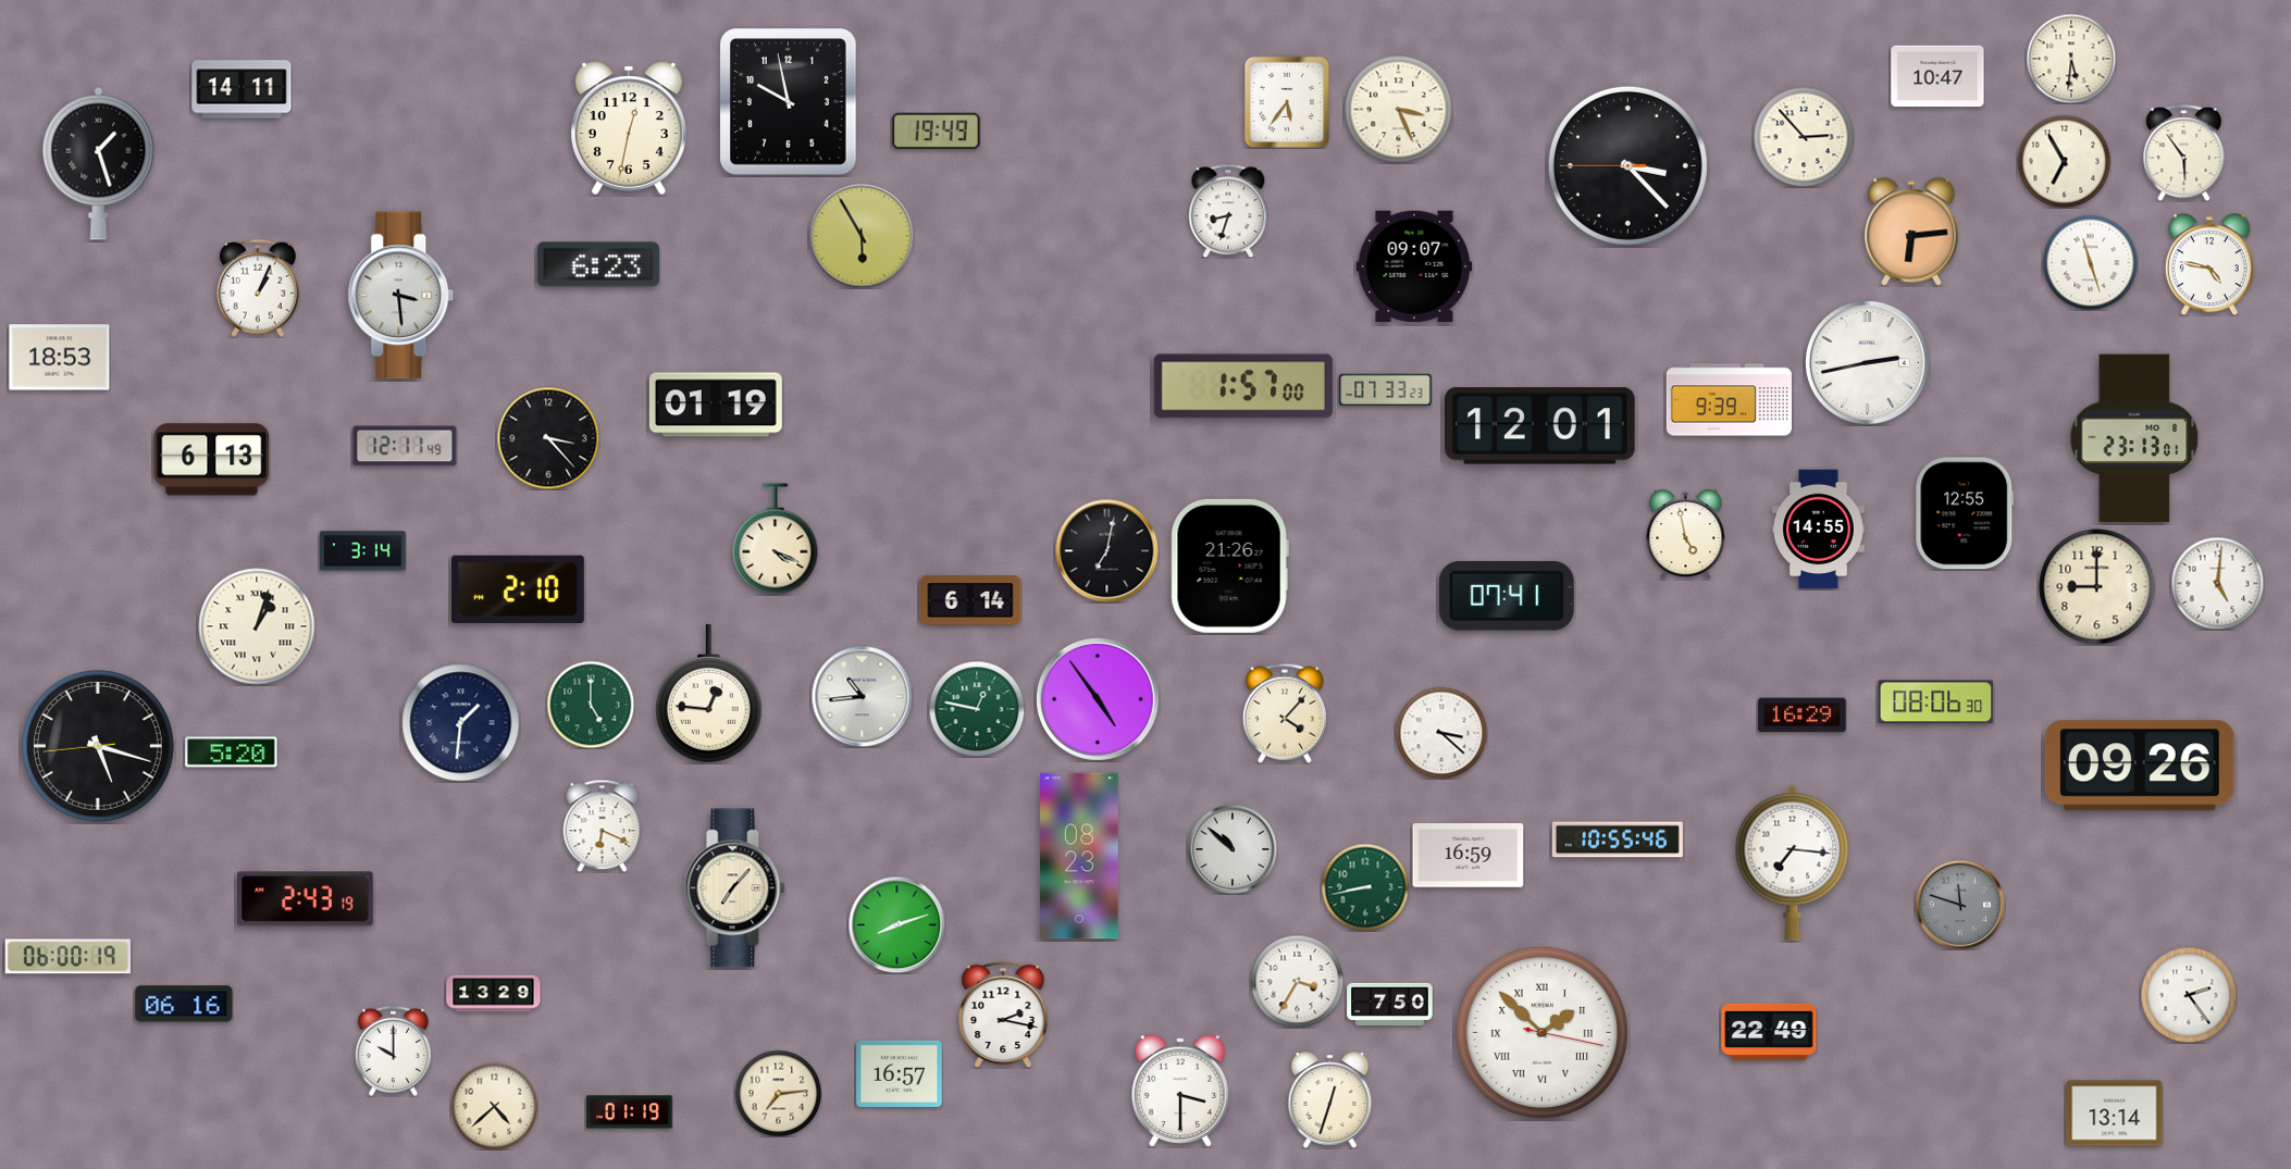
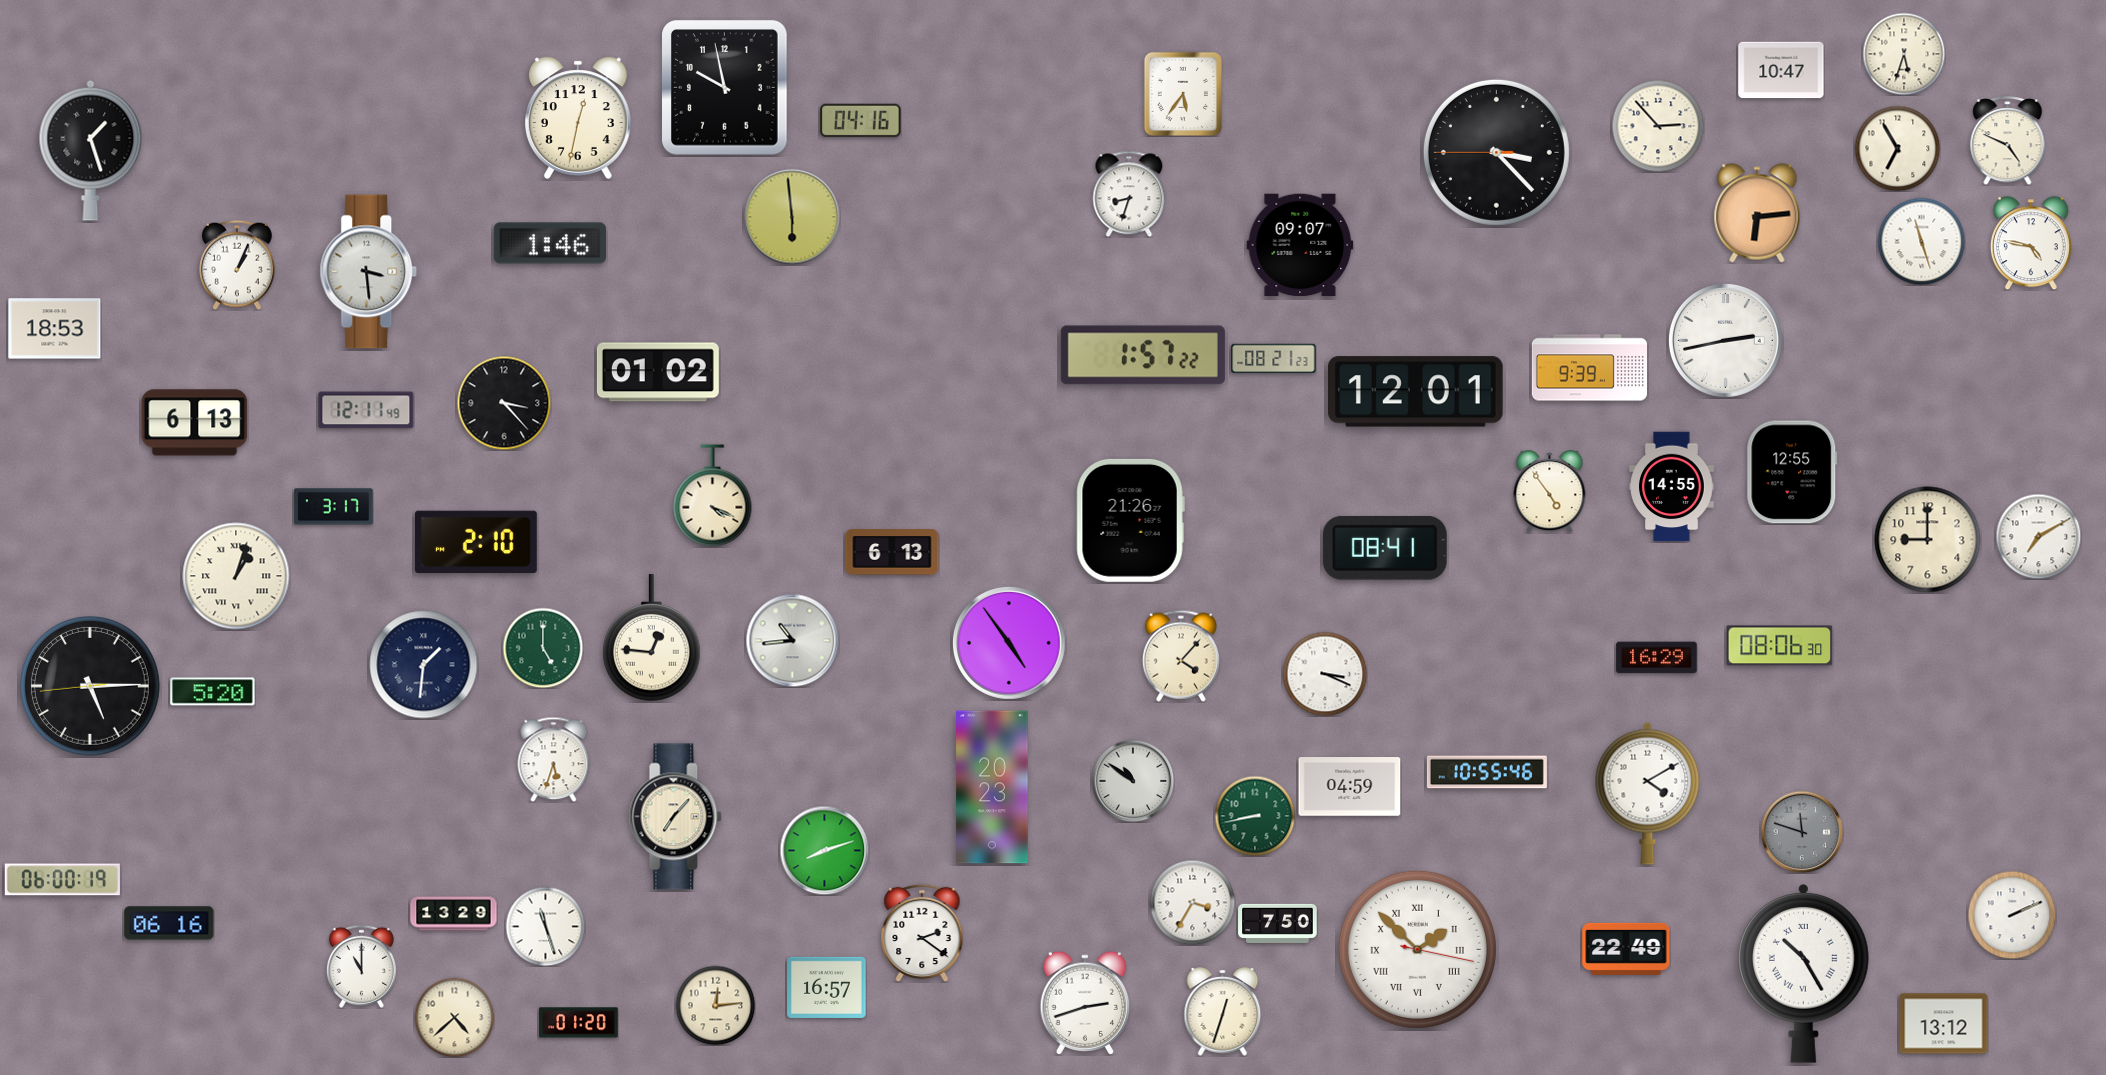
clock at (2071, 59): 5:31 -> 5:33
clock at (242, 89): 14:11 -> none
clock at (789, 102) position: (789, 102) -> (725, 88)
clock at (1399, 110): 3:26 -> none
clock at (937, 132): 19:49 -> 04:16
clock at (2184, 153): 5:54 -> 4:49
clock at (862, 236): 5:55 -> 5:59
clock at (597, 264): 6:23 -> 1:46
clock at (1867, 362) position: (1867, 362) -> (1725, 340)
clock at (1243, 386): 1:57:00 -> 1:57:22
clock at (1386, 390): 07:33 -> 08:21
clock at (716, 405): 01:19 -> 01:02
clock at (2134, 438): 23:13 -> none
clock at (405, 446) position: (405, 446) -> (366, 410)
clock at (1965, 513) position: (1965, 513) -> (1792, 472)
clock at (1686, 535): 4:58 -> 4:54
clock at (1106, 550): 7:02 -> none
clock at (363, 551): 3:14 -> 3:17
clock at (2217, 583): 5:01 -> 7:10
clock at (1507, 596): 07:41 -> 08:41
clock at (970, 600): 6:14 -> 6:13
clock at (977, 709): 12:47 -> none
clock at (1441, 733): 3:22 -> 3:19
clock at (98, 746): 5:17 -> 5:14
clock at (2140, 766): 09:26 -> none
clock at (603, 825): 6:19 -> 5:33
clock at (1233, 849): 10:52 -> 10:51
clock at (1079, 856): 08:23 -> 20:23
clock at (1469, 856): 16:59 -> 04:59
clock at (1793, 862): 7:16 -> 4:10
clock at (306, 899): 2:43 -> none
clock at (2189, 995): 2:24 -> 2:11
clock at (545, 926): none -> 11:27
clock at (1003, 1015): 2:17 -> 2:21
clock at (393, 1050): 10:00 -> 11:00
clock at (1803, 973): none -> 10:25
clock at (1180, 1090): 3:30 -> 2:42
clock at (778, 1093): 7:14 -> 12:14
clock at (630, 1112): 01:19 -> 01:20
clock at (2115, 1114): 13:14 -> 13:12
